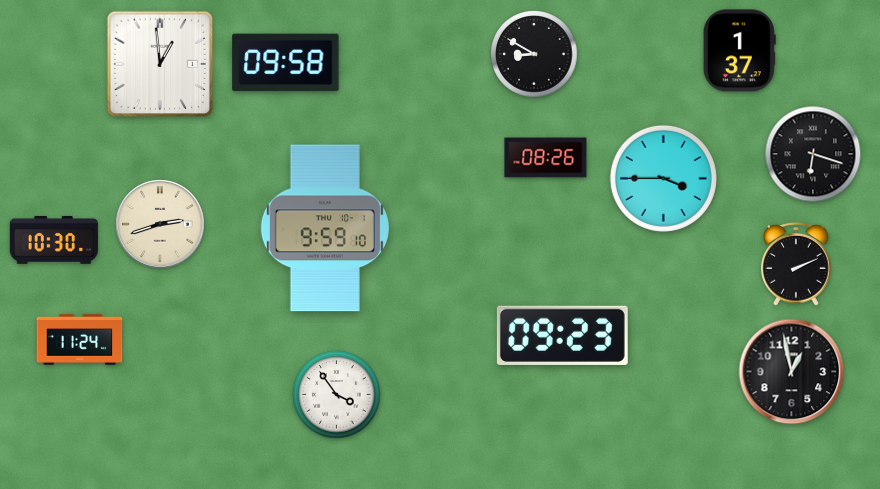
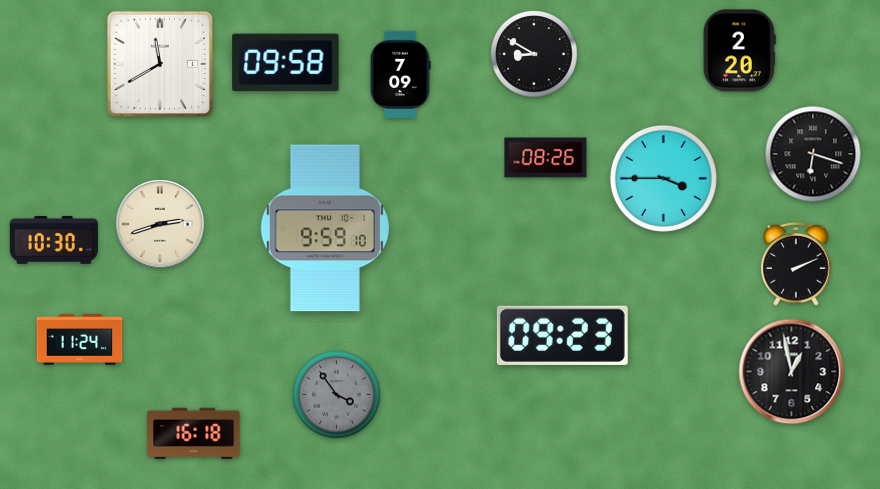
clock at (739, 51): 1:37 -> 2:20
clock at (160, 64): 12:59 -> 11:40
clock at (400, 74): none -> 7:09
clock at (337, 395) dial: white -> grey
clock at (194, 434): none -> 16:18
